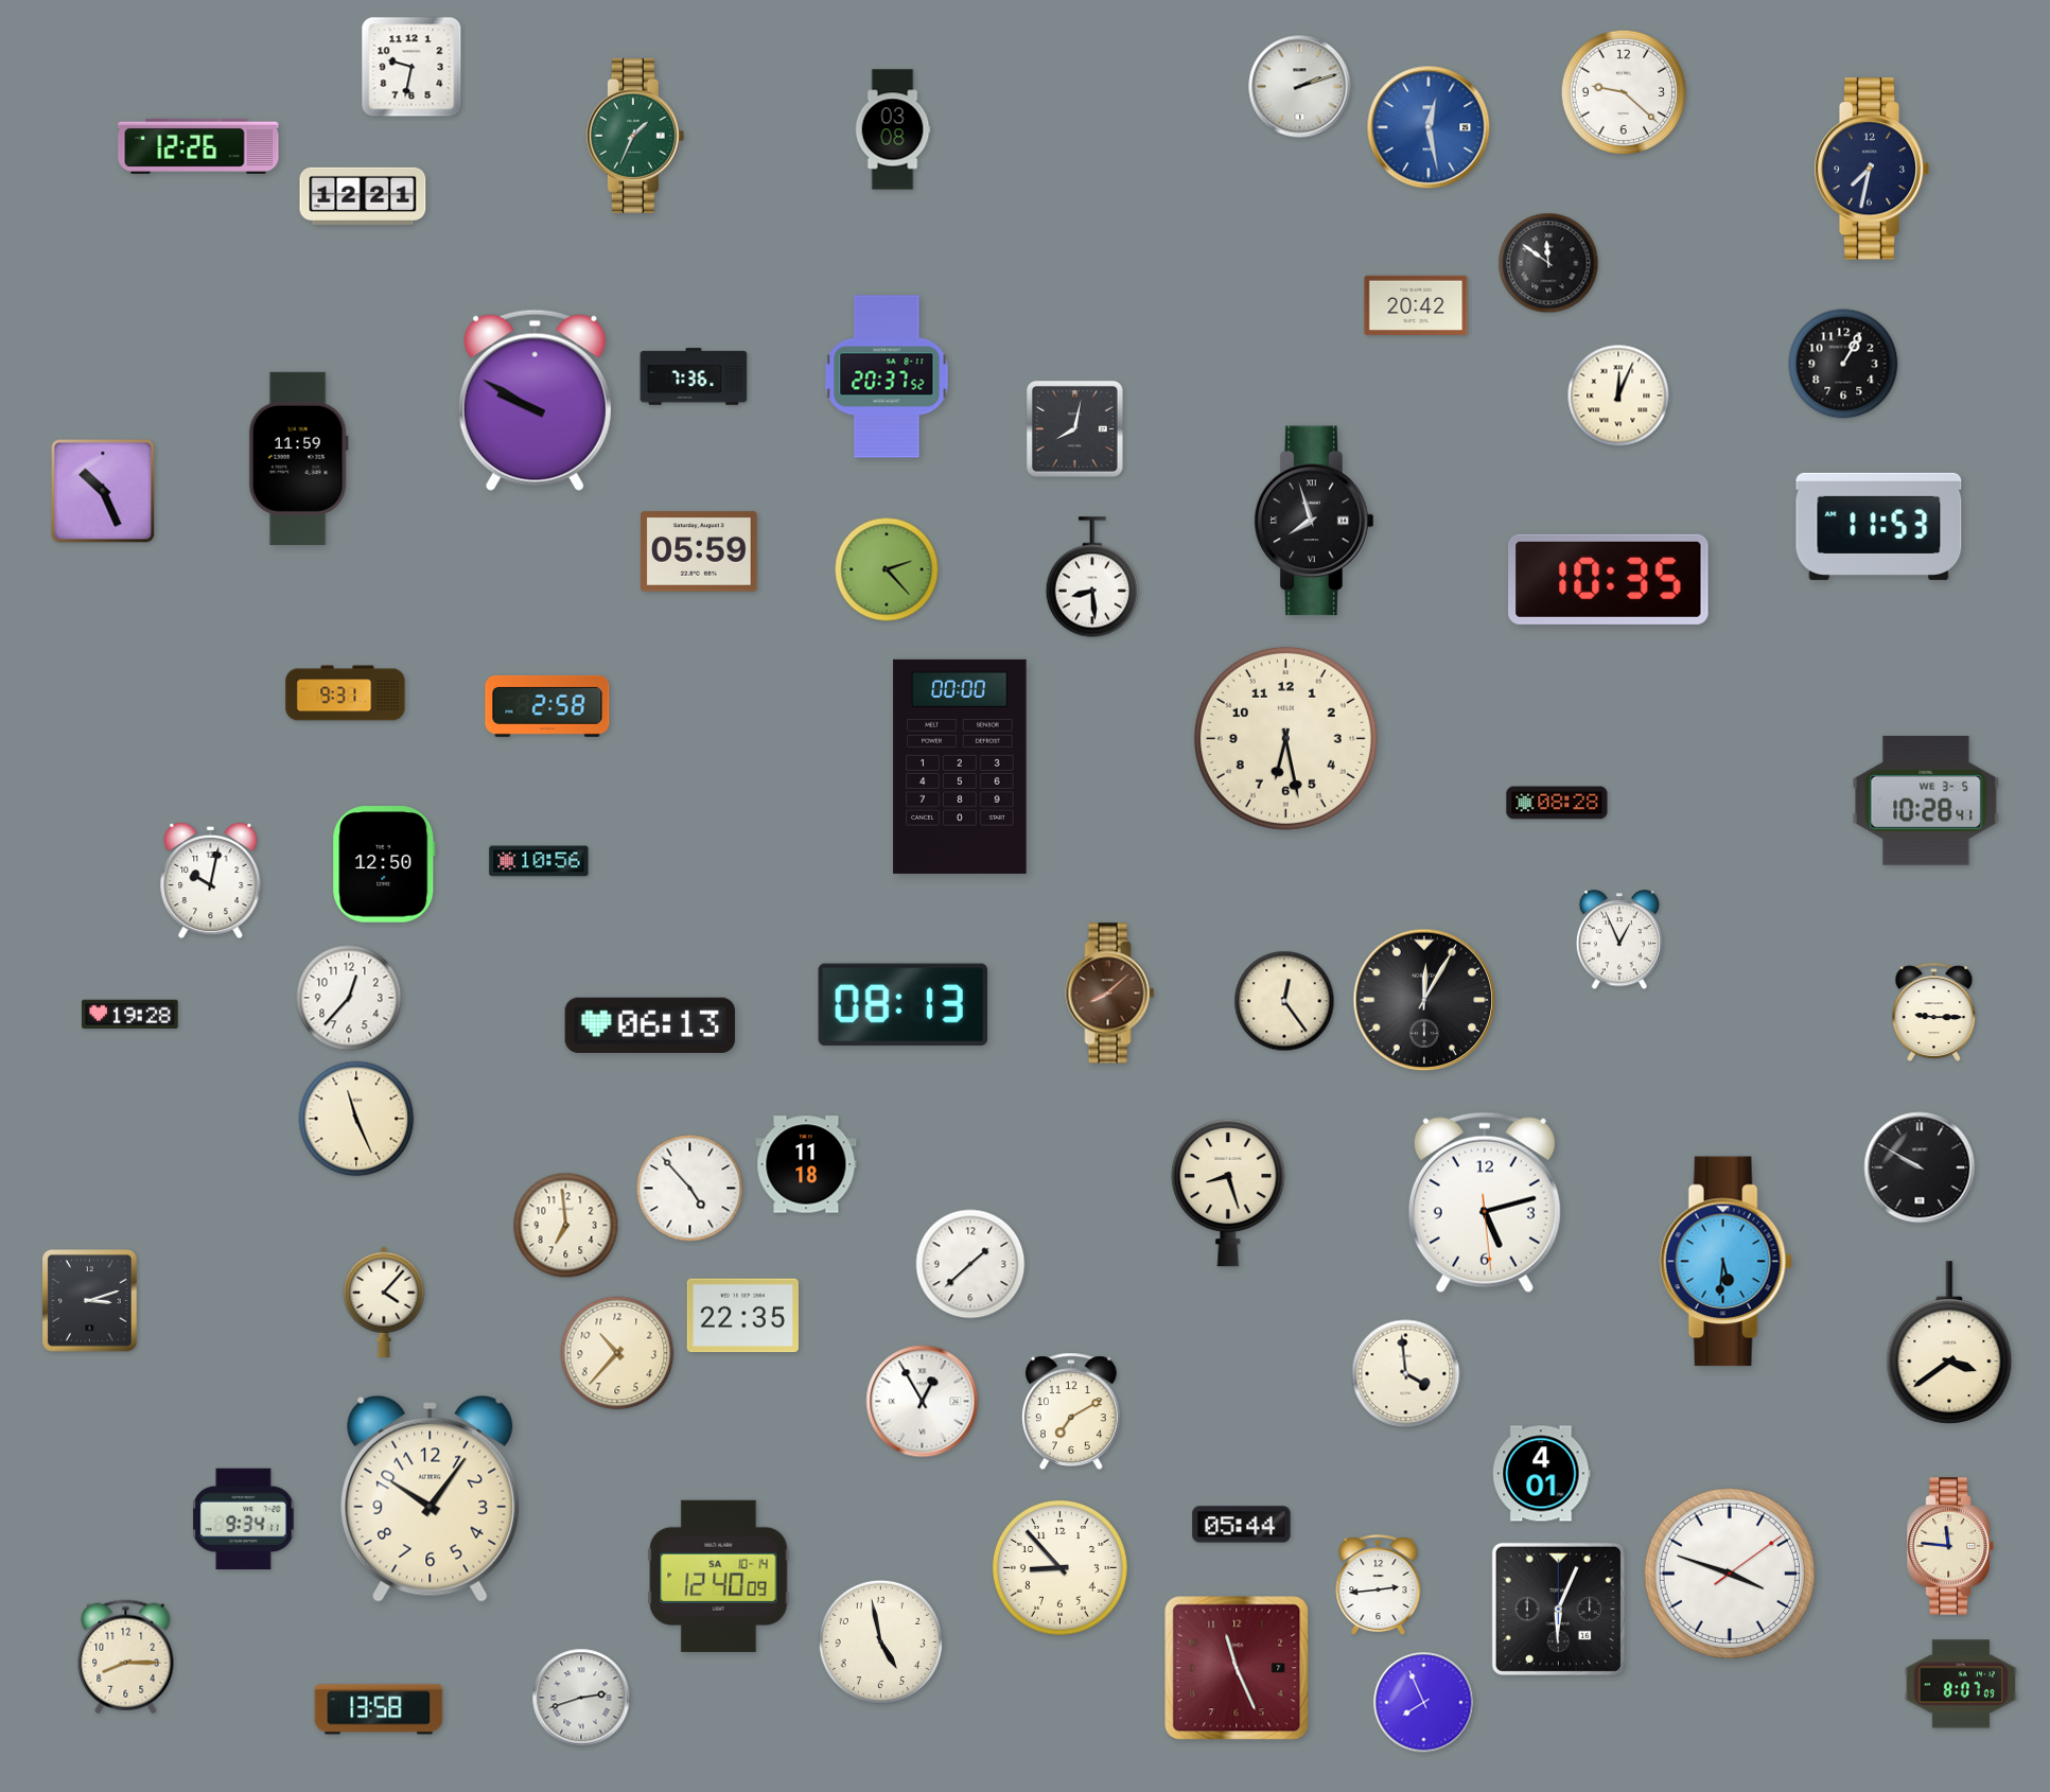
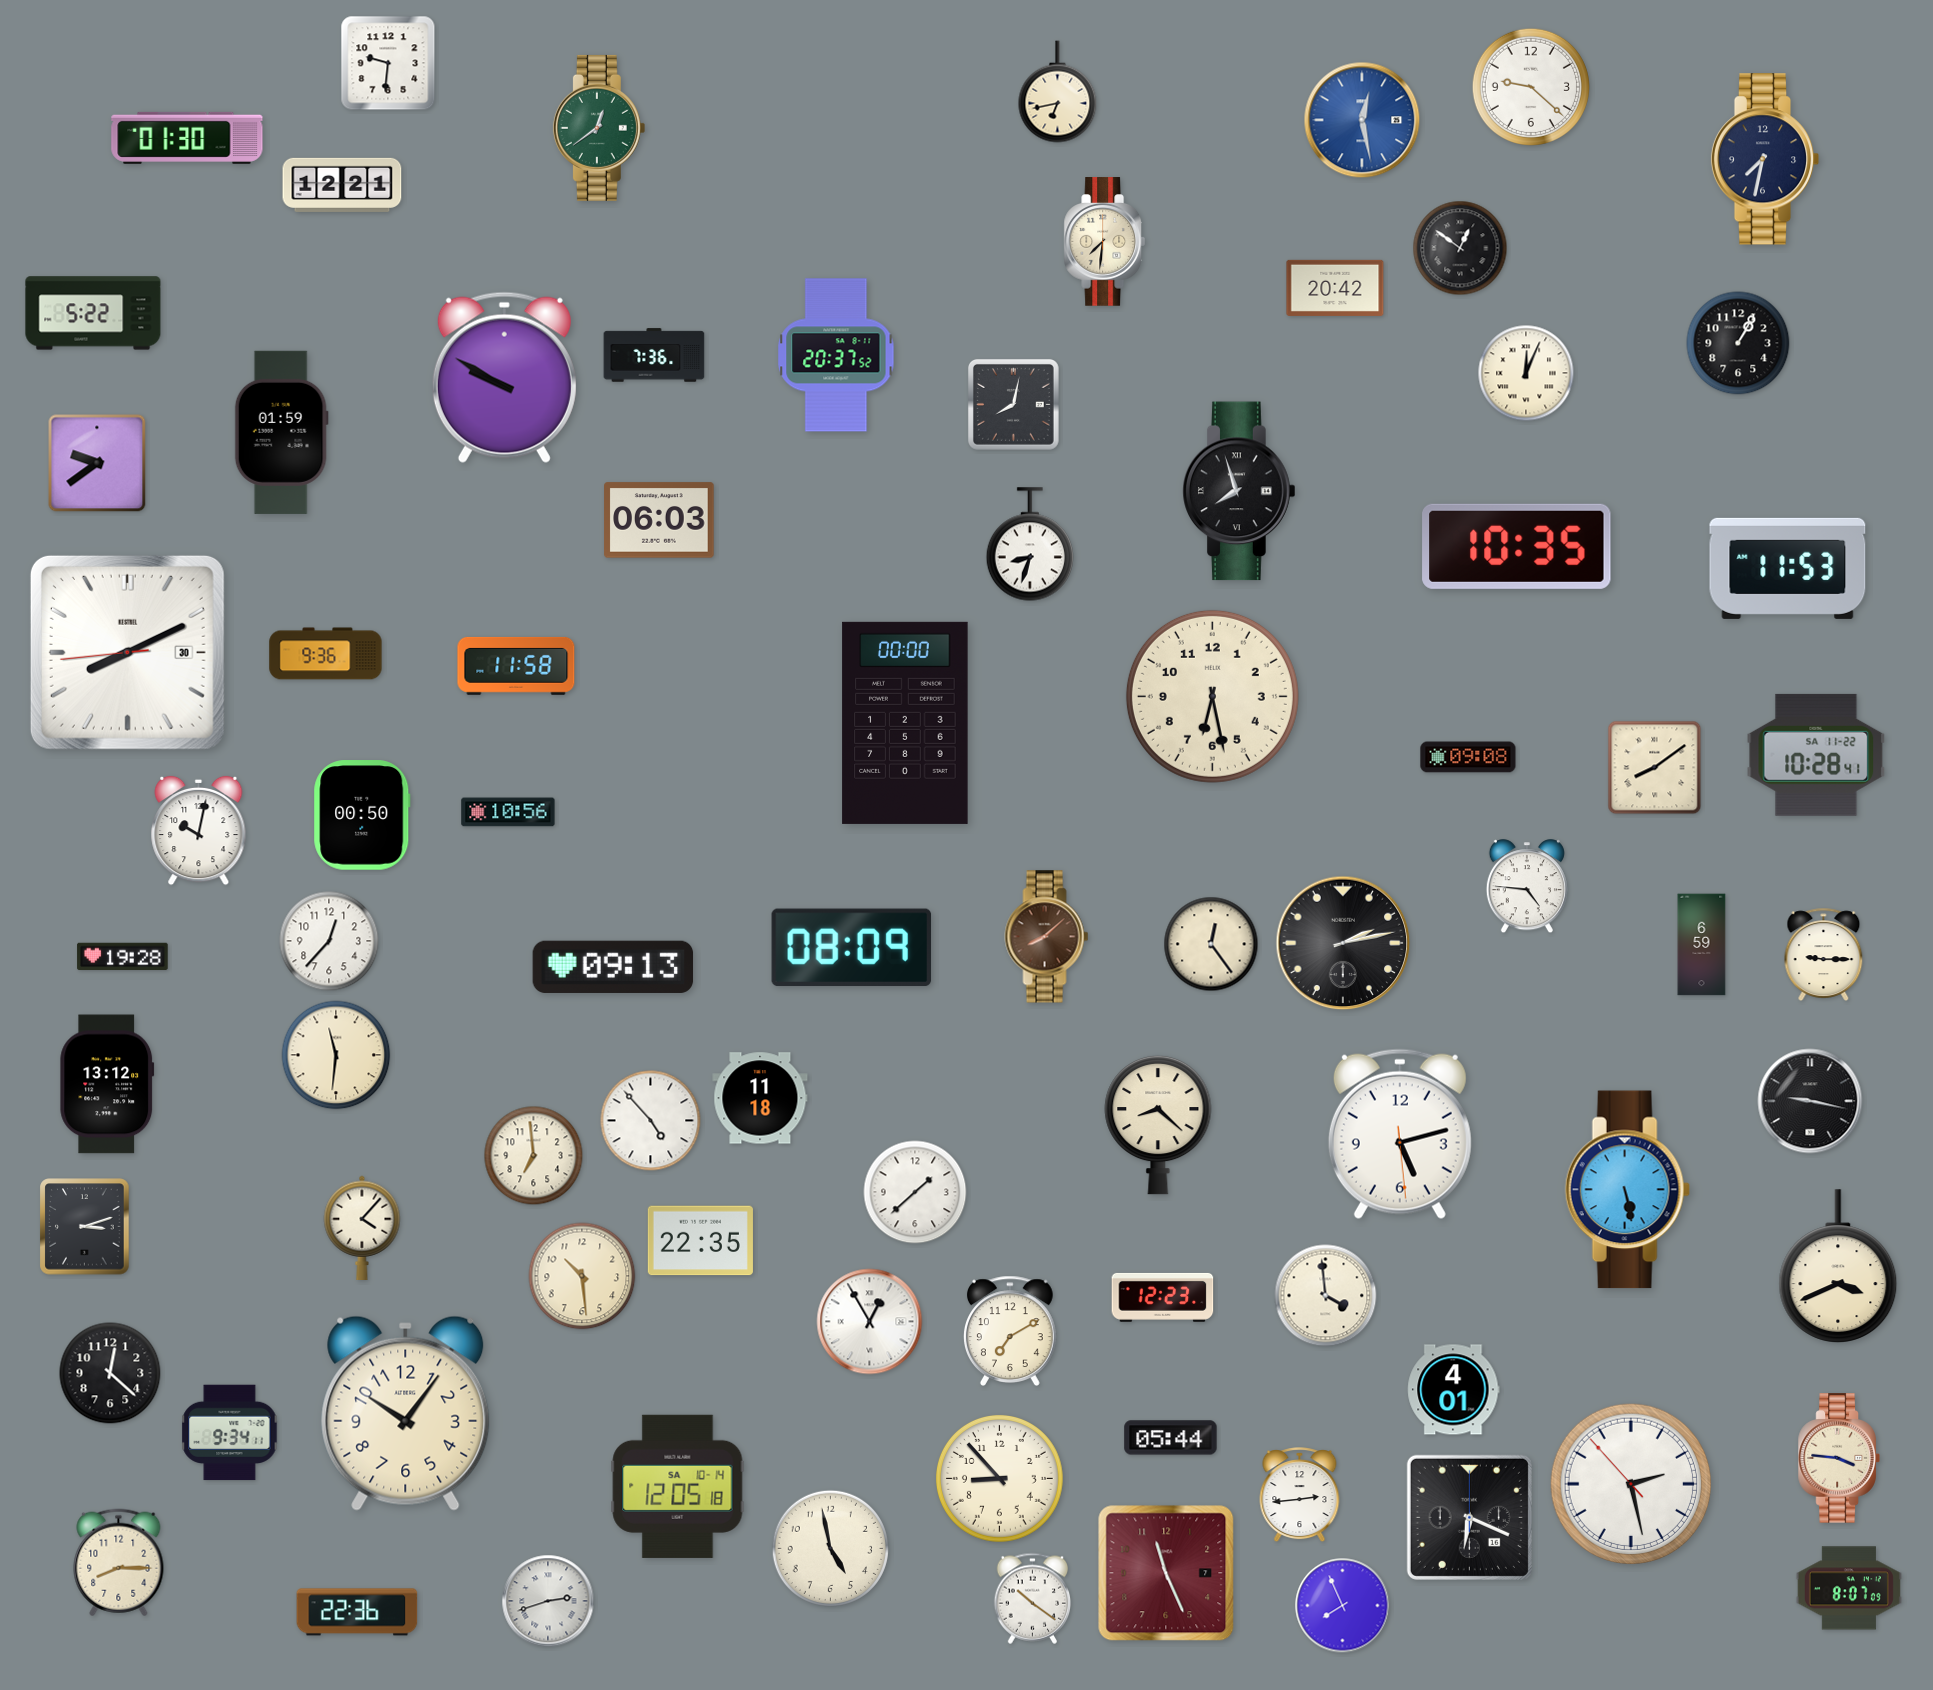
clock at (411, 67): 9:32 -> 9:31
clock at (1300, 87): 2:12 -> none
clock at (1058, 92): none -> 6:43
clock at (1429, 127) position: (1429, 127) -> (1362, 120)
clock at (893, 129): 03:08 -> none
clock at (635, 136): 1:34 -> 12:39
clock at (198, 146): 12:26 -> 01:30
clock at (1104, 242): none -> 7:31
clock at (1548, 263): 11:51 -> 12:51
clock at (93, 313): none -> 5:22
clock at (298, 458): 11:59 -> 01:59
clock at (103, 491): 10:26 -> 9:39
clock at (1879, 526) position: (1879, 526) -> (1788, 568)
clock at (699, 551): 05:59 -> 06:03
clock at (887, 569): 2:23 -> none
clock at (1091, 577): 8:29 -> 8:33
clock at (127, 652): none -> 8:10
clock at (346, 693): 9:31 -> 9:36
clock at (547, 706): 2:58 -> 11:58
clock at (1926, 801) date: WE 3-5 -> SA 11-22
clock at (1557, 803): 08:28 -> 09:08
clock at (1655, 768): none -> 8:09
clock at (384, 864): 12:50 -> 00:50
clock at (1619, 941): 12:56 -> 4:46
clock at (1424, 1000): 12:05 -> 2:13
clock at (1702, 945): none -> 6:59
clock at (904, 1005): 08:13 -> 08:09
clock at (650, 1025): 06:13 -> 09:13
clock at (356, 1119): 11:26 -> 11:31
clock at (107, 1084): none -> 13:12
clock at (1920, 1167): 9:50 -> 9:17
clock at (1228, 1193): 8:27 -> 8:22
clock at (1725, 1262): 5:31 -> 5:28
clock at (1949, 1342): 3:39 -> 3:41
clock at (617, 1353): 10:37 -> 10:29
clock at (1163, 1297): none -> 12:23
clock at (110, 1373): none -> 12:22
clock at (1950, 1546): 11:46 -> 3:46
clock at (1730, 1574): 3:48 -> 2:27
clock at (719, 1576): 12:40 -> 12:05
clock at (1558, 1609): 6:04 -> 6:19
clock at (1033, 1598): none -> 10:21
clock at (379, 1709): 13:58 -> 22:36
